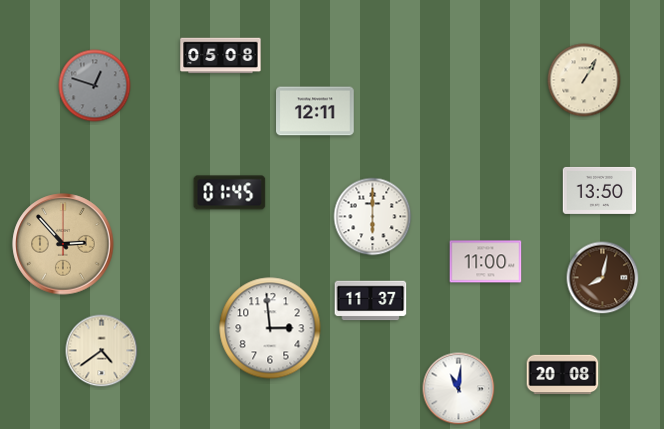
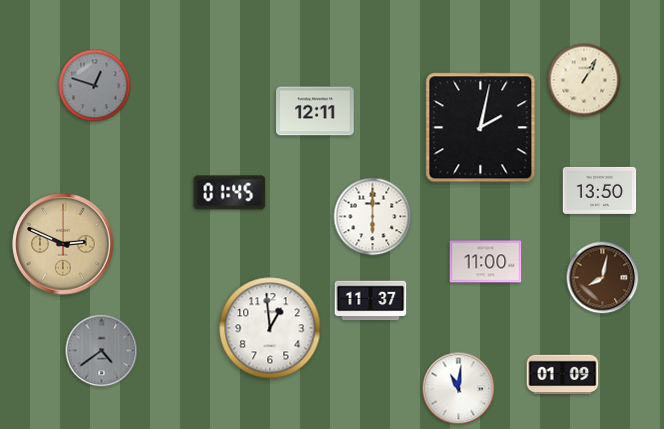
clock at (221, 56): 05:08 -> none
clock at (481, 128): none -> 2:02
clock at (63, 244): 2:53 -> 2:49
clock at (270, 328): 2:59 -> 12:59
clock at (102, 351) dial: cream -> grey
clock at (563, 375): 20:08 -> 01:09
